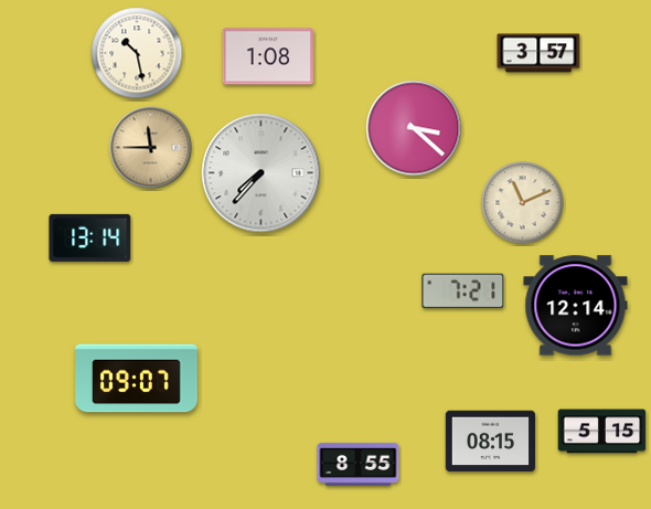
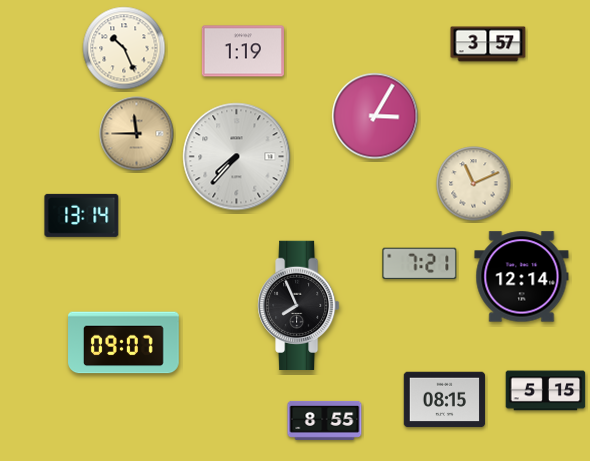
clock at (137, 53): 10:28 -> 10:26
clock at (538, 53) position: (538, 53) -> (488, 44)
clock at (268, 56): 1:08 -> 1:19
clock at (414, 128): 3:22 -> 3:05
clock at (299, 305): none -> 7:56
